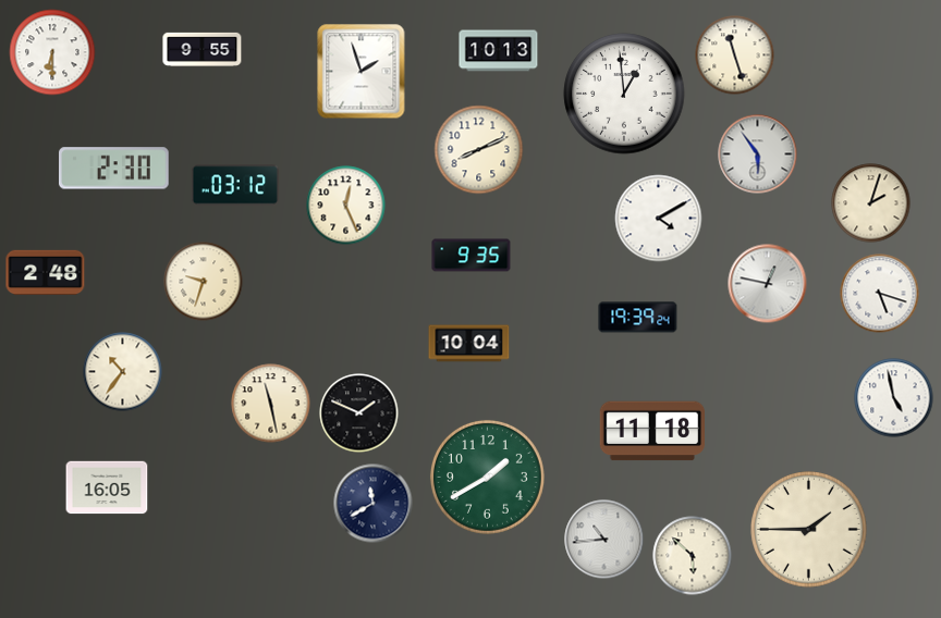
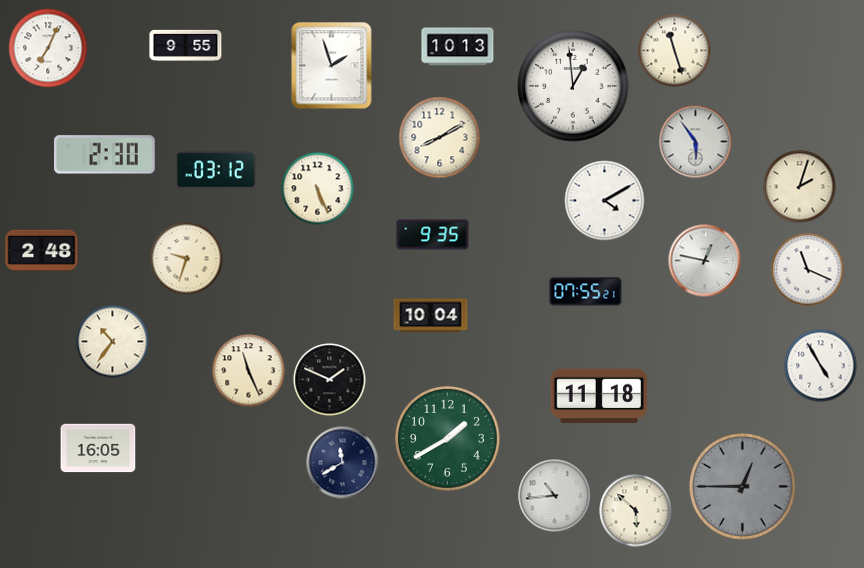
clock at (52, 52): 6:30 -> 7:04
clock at (479, 150): 8:11 -> 8:10
clock at (346, 206): 12:26 -> 5:26
clock at (880, 294): 5:18 -> 11:19
clock at (638, 318): 19:39 -> 07:55
clock at (894, 398): 4:58 -> 4:55
clock at (271, 404): 11:28 -> 11:26
clock at (809, 530): 1:45 -> 12:45
clock at (809, 530) dial: cream -> grey
